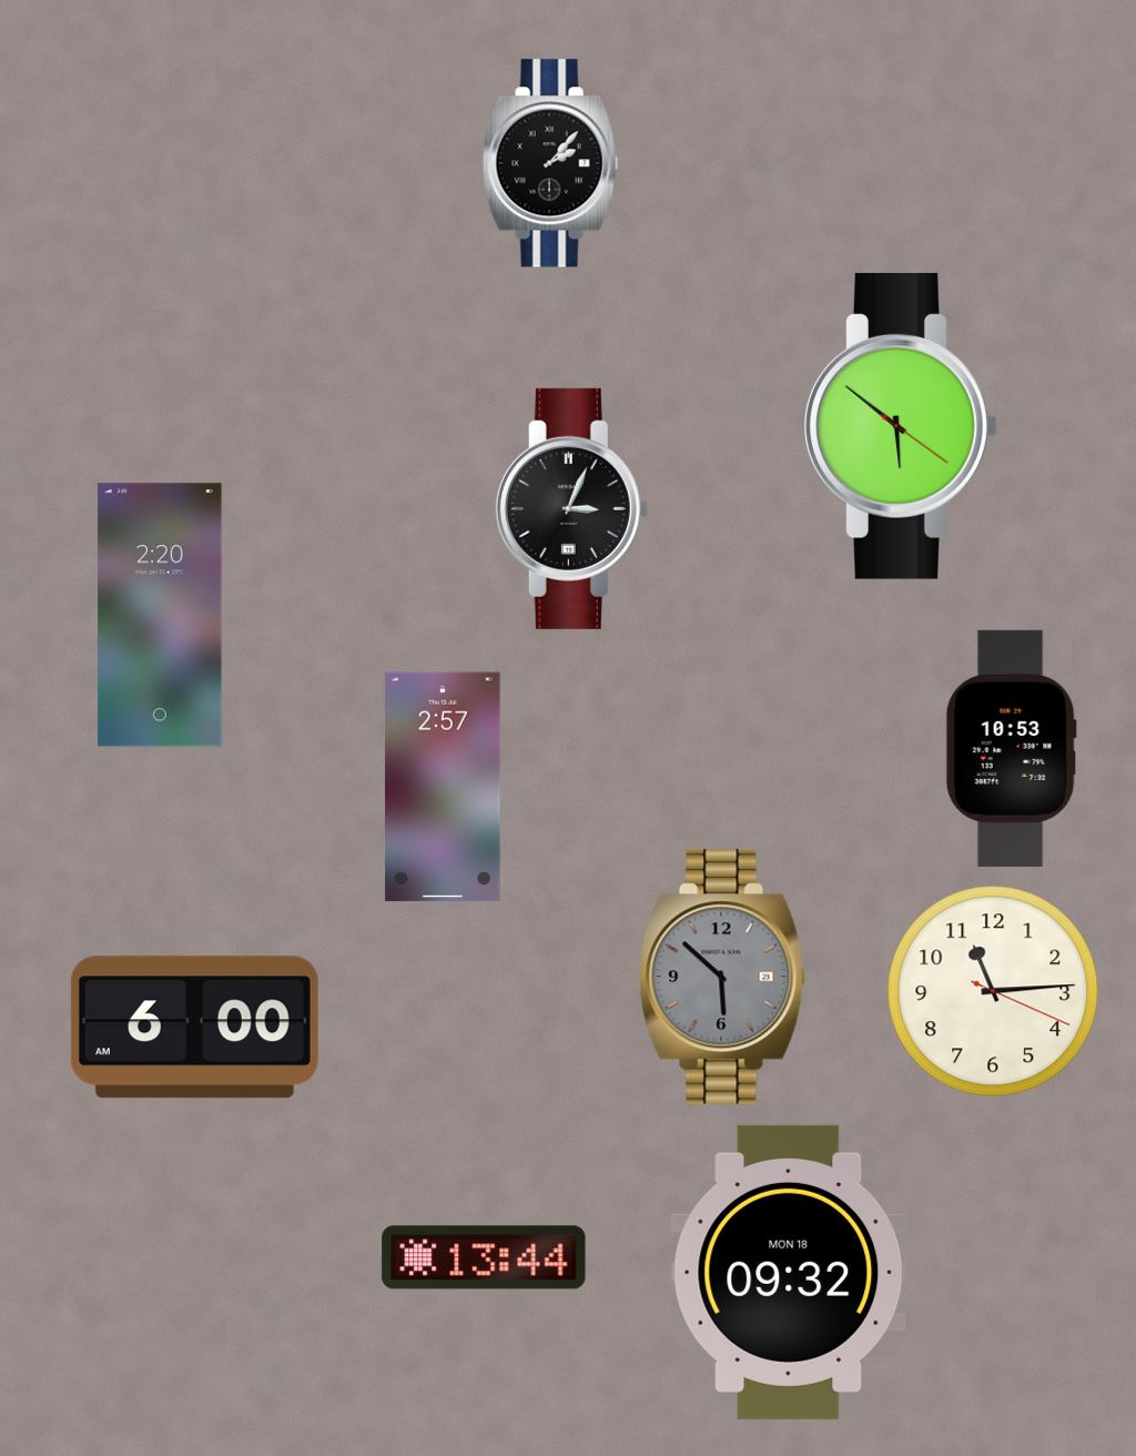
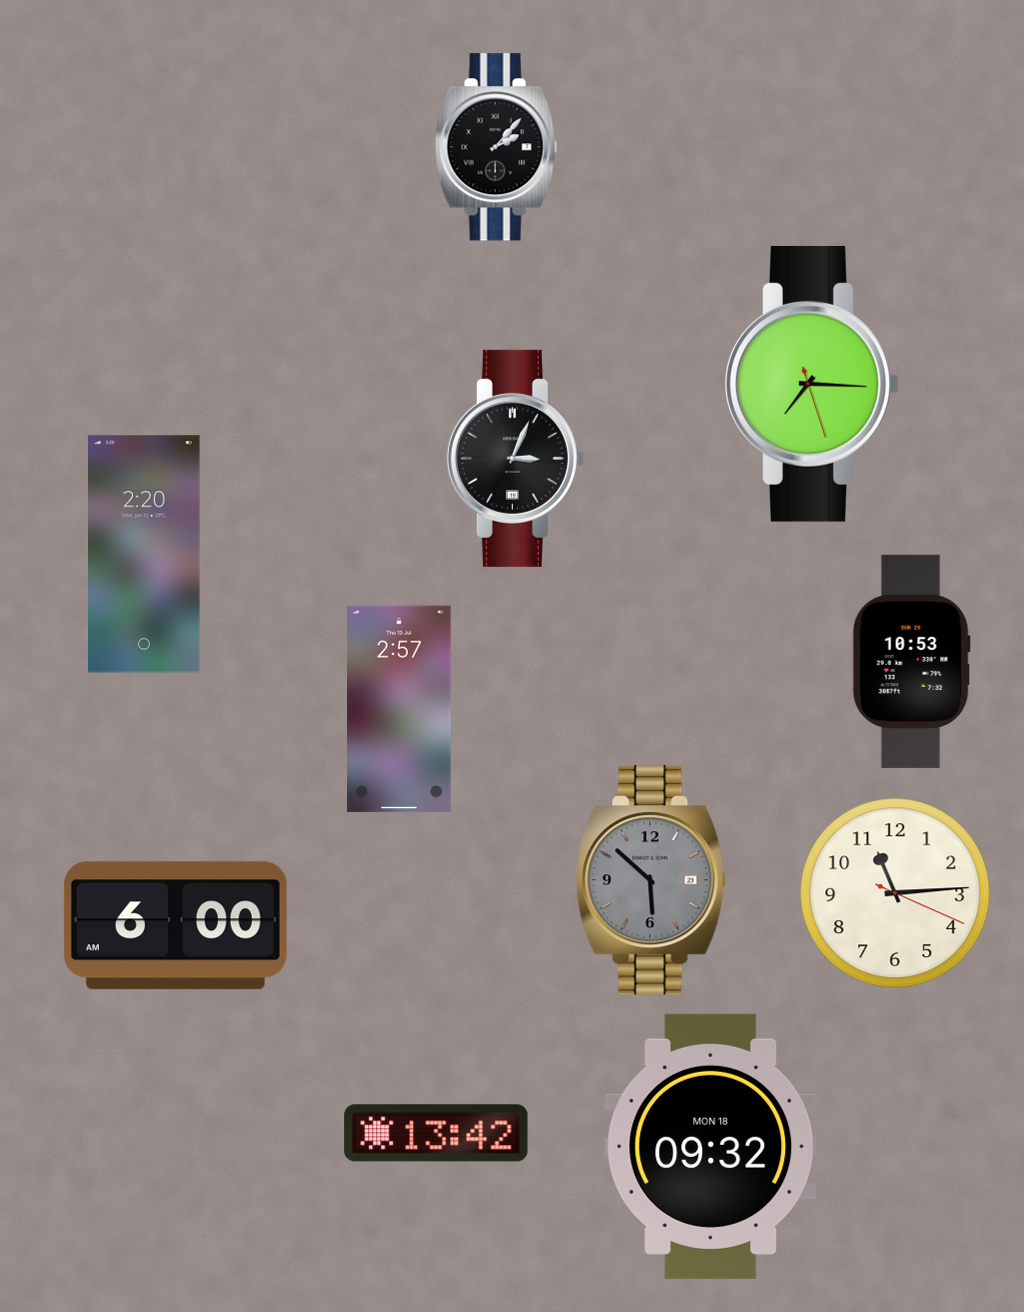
clock at (901, 426): 5:51 -> 7:15
clock at (1011, 748) position: (1011, 748) -> (911, 661)
clock at (484, 1257): 13:44 -> 13:42
